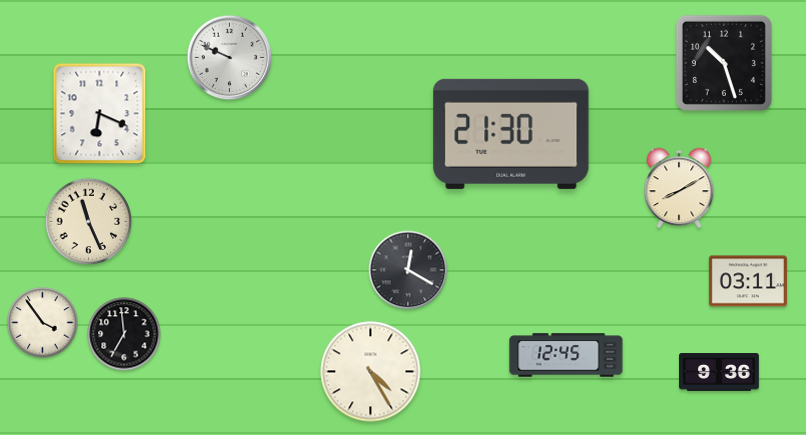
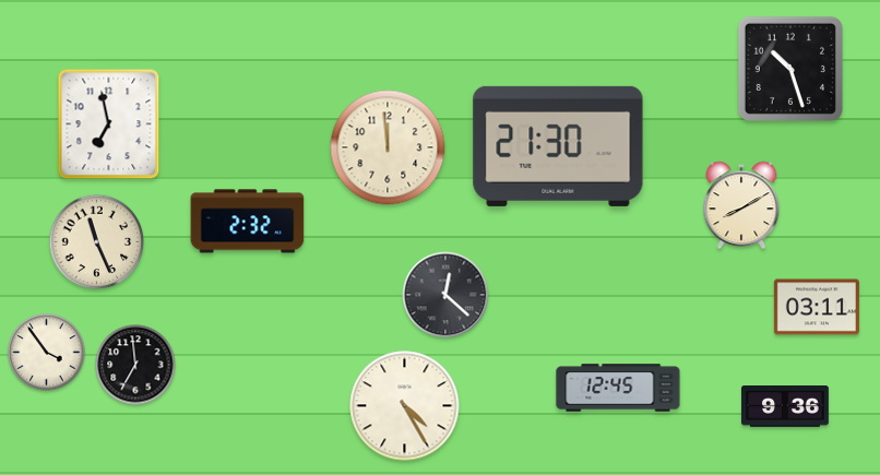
clock at (230, 58): 9:49 -> none
clock at (100, 114): 6:19 -> 6:58
clock at (388, 147): none -> 11:59
clock at (248, 222): none -> 2:32
clock at (408, 270): 12:20 -> 12:22
